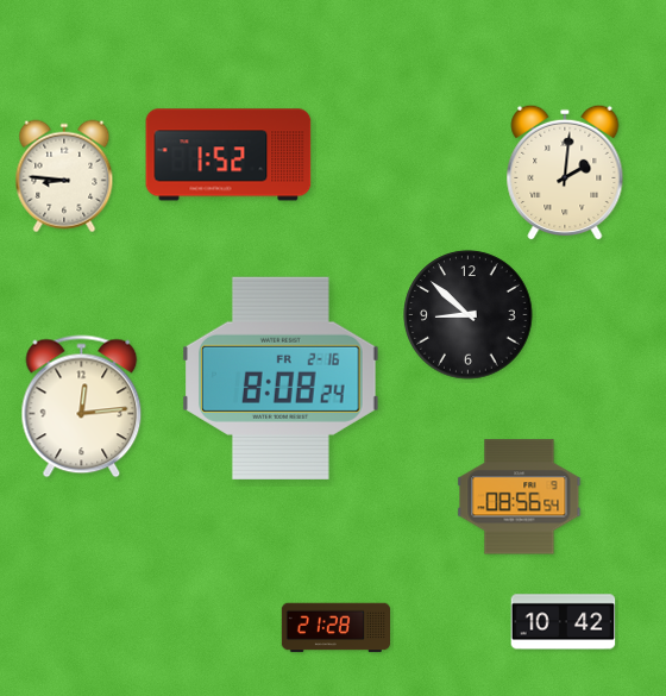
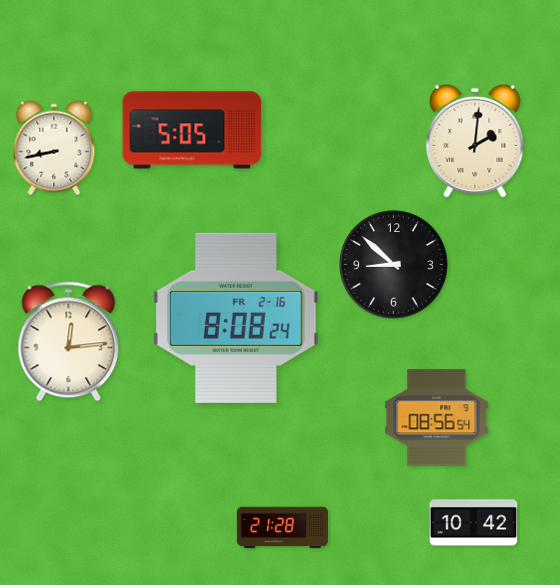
clock at (228, 155): 1:52 -> 5:05
clock at (565, 173) position: (565, 173) -> (475, 141)
clock at (64, 176): 8:46 -> 8:43
